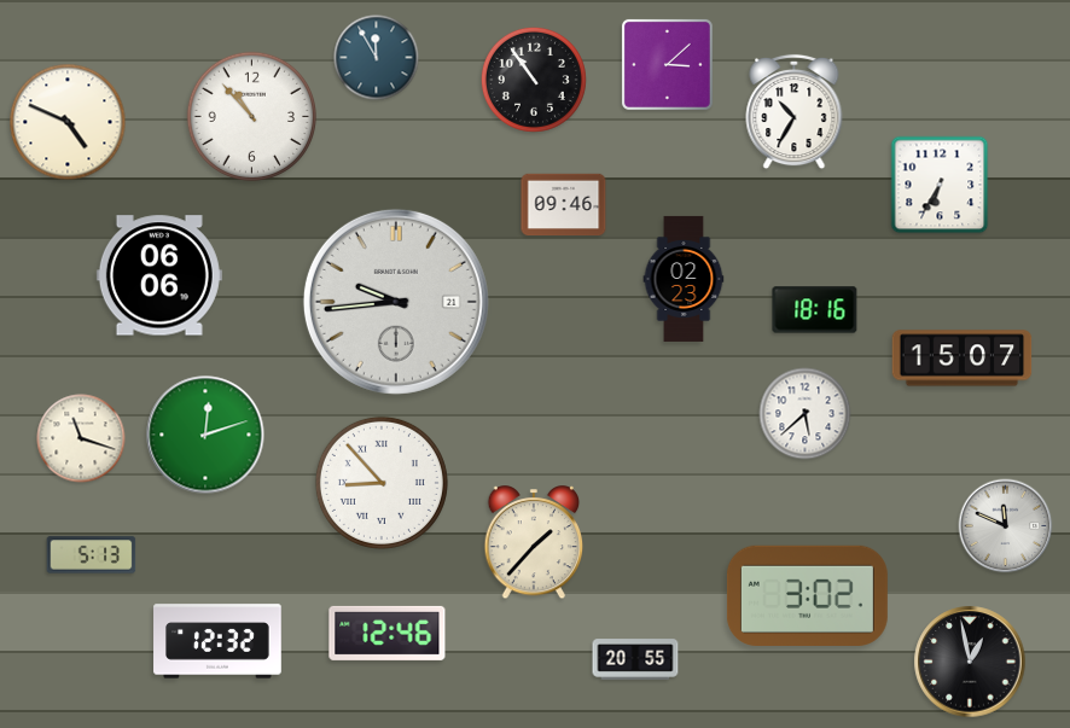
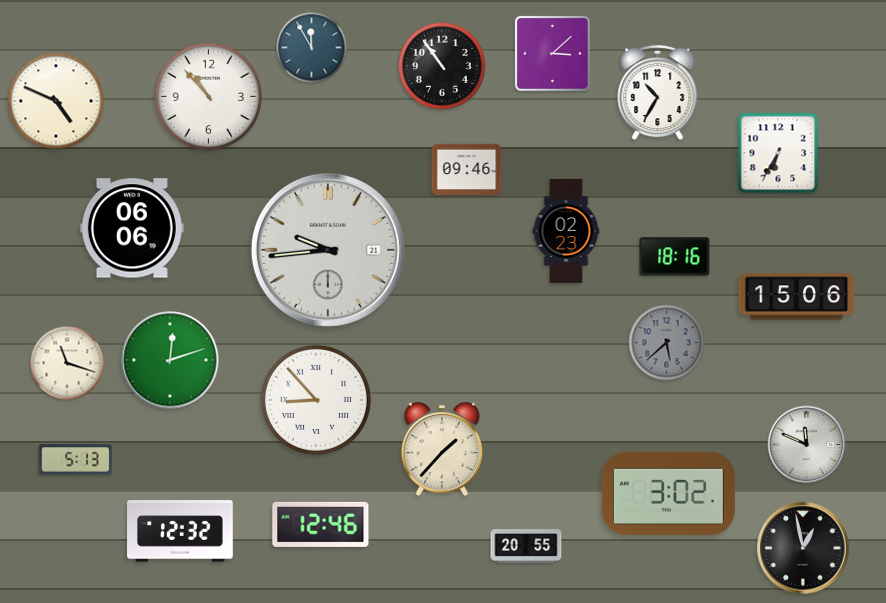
clock at (963, 359): 15:07 -> 15:06
clock at (806, 414) dial: white -> grey
clock at (1006, 526) position: (1006, 526) -> (807, 445)
